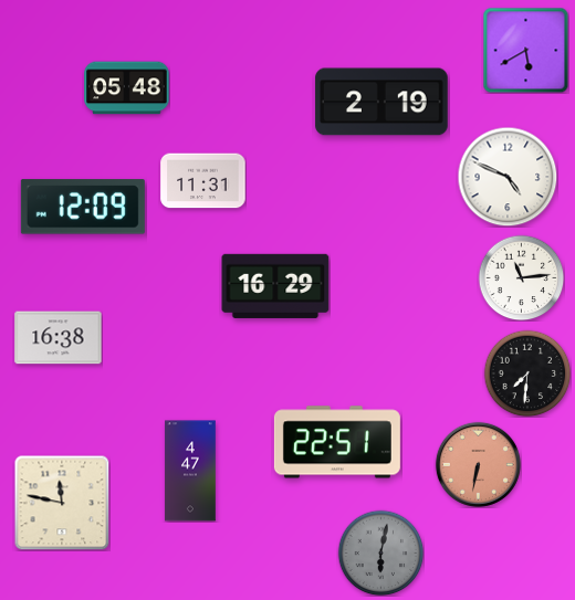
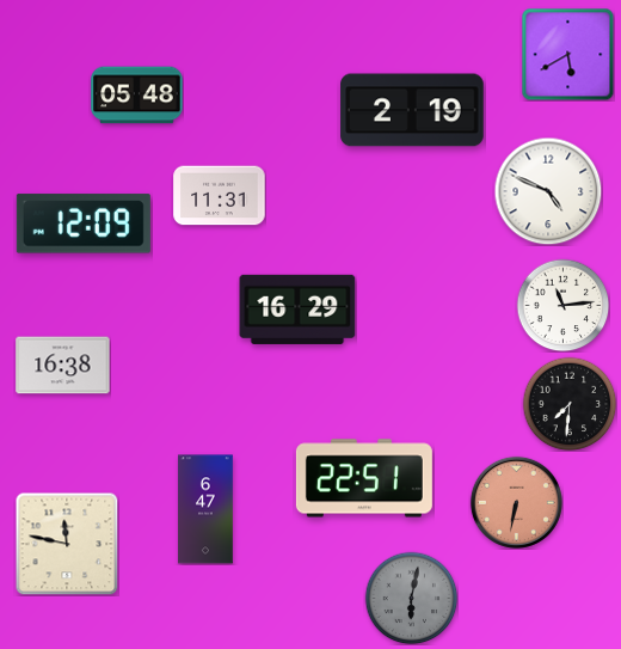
clock at (83, 207) position: (83, 207) -> (84, 224)
clock at (521, 277) position: (521, 277) -> (562, 305)
clock at (190, 471): 4:47 -> 6:47
